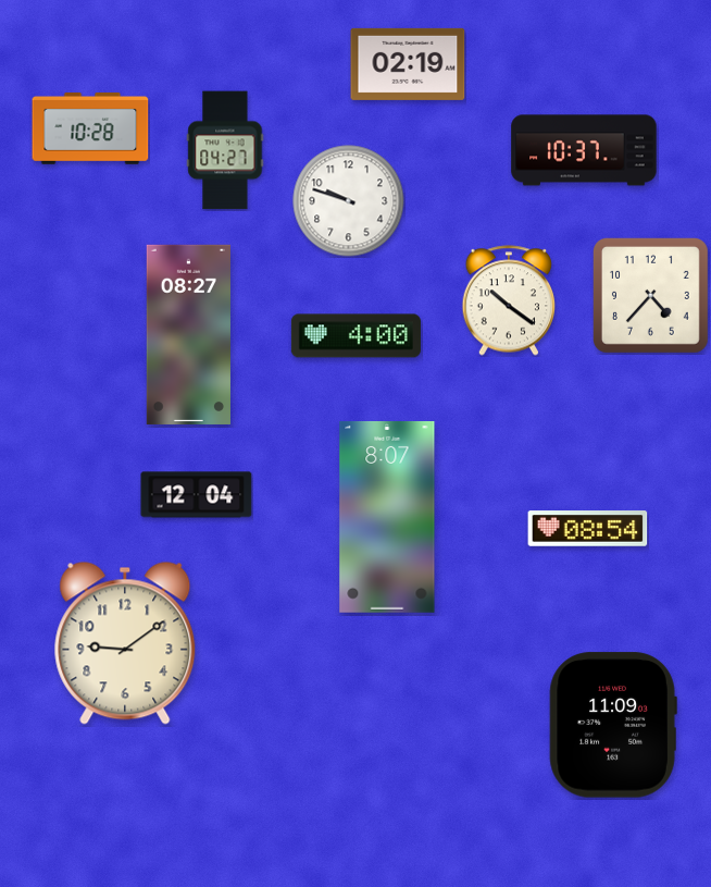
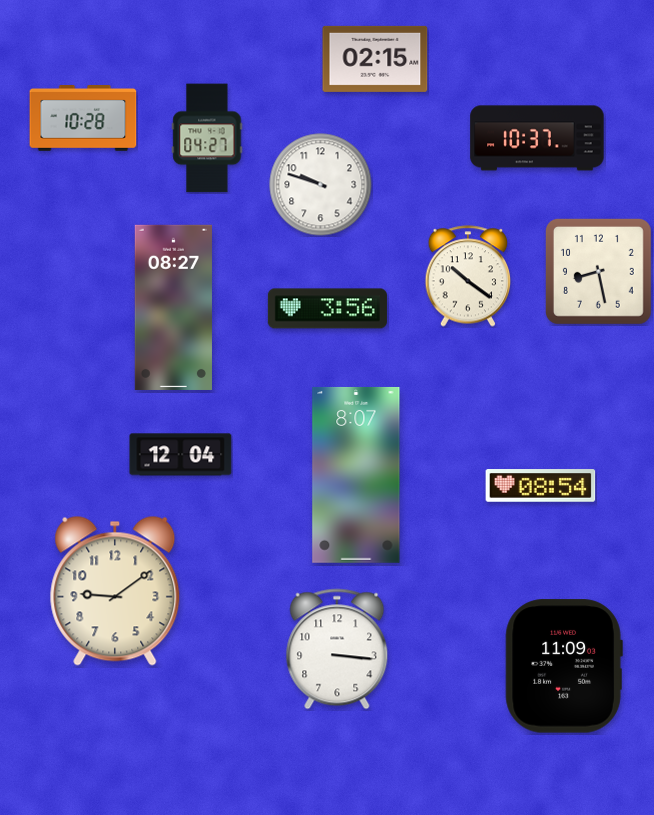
clock at (408, 64): 02:19 -> 02:15
clock at (650, 295): 4:37 -> 8:28
clock at (355, 336): 4:00 -> 3:56
clock at (337, 649): none -> 3:16
